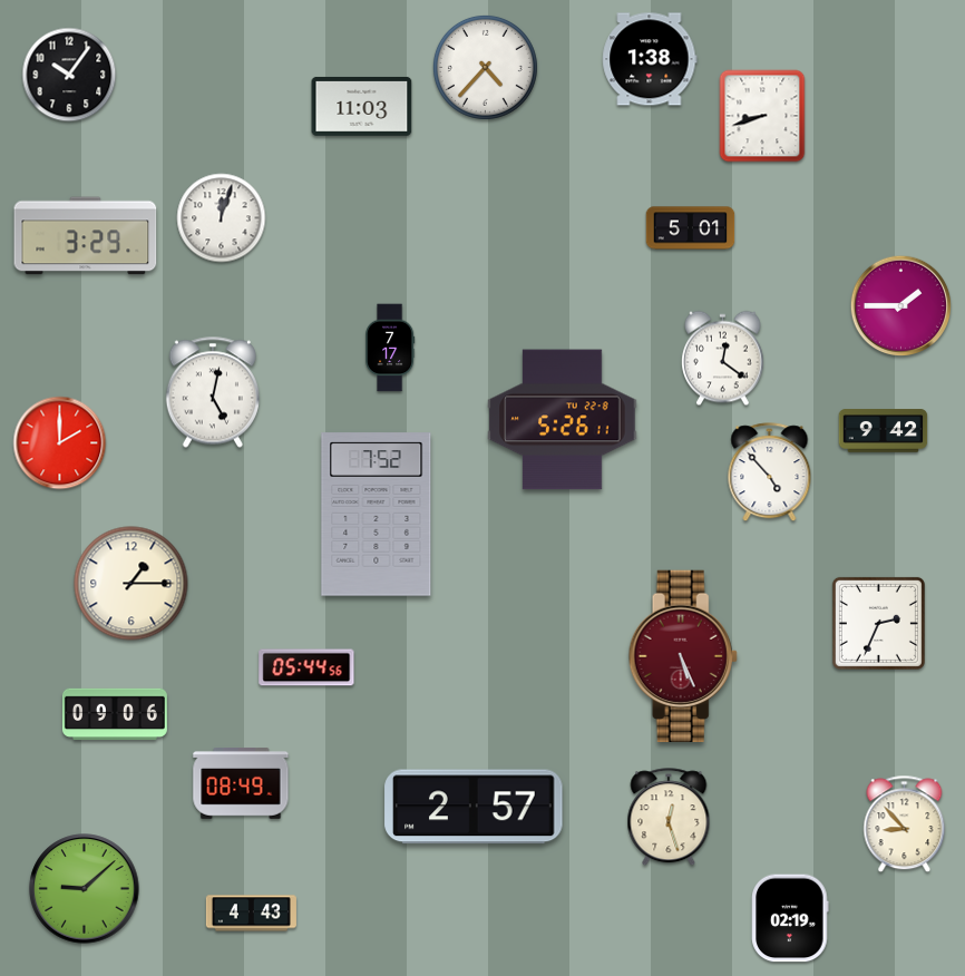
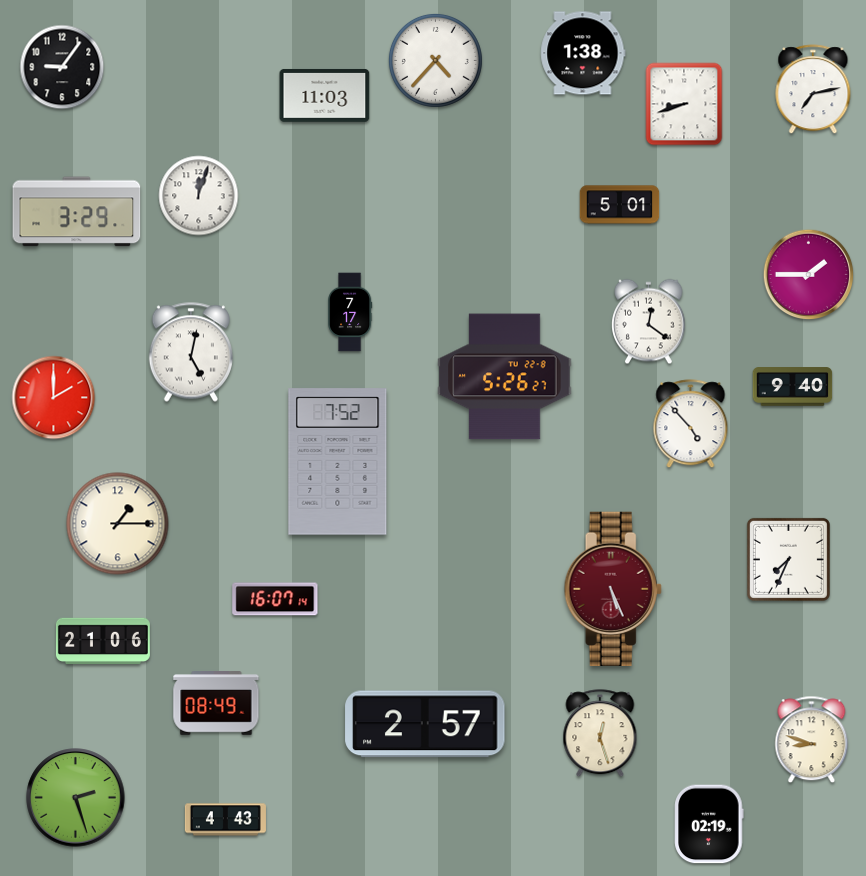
clock at (69, 75): 10:06 -> 9:06
clock at (813, 90): none -> 7:13
clock at (563, 420): 5:26:11 -> 5:26:27
clock at (884, 431): 9:42 -> 9:40
clock at (878, 623): 2:34 -> 7:34
clock at (306, 667): 05:44 -> 16:07
clock at (115, 714): 09:06 -> 21:06
clock at (905, 824): 8:53 -> 8:48
clock at (85, 889): 9:08 -> 2:27
